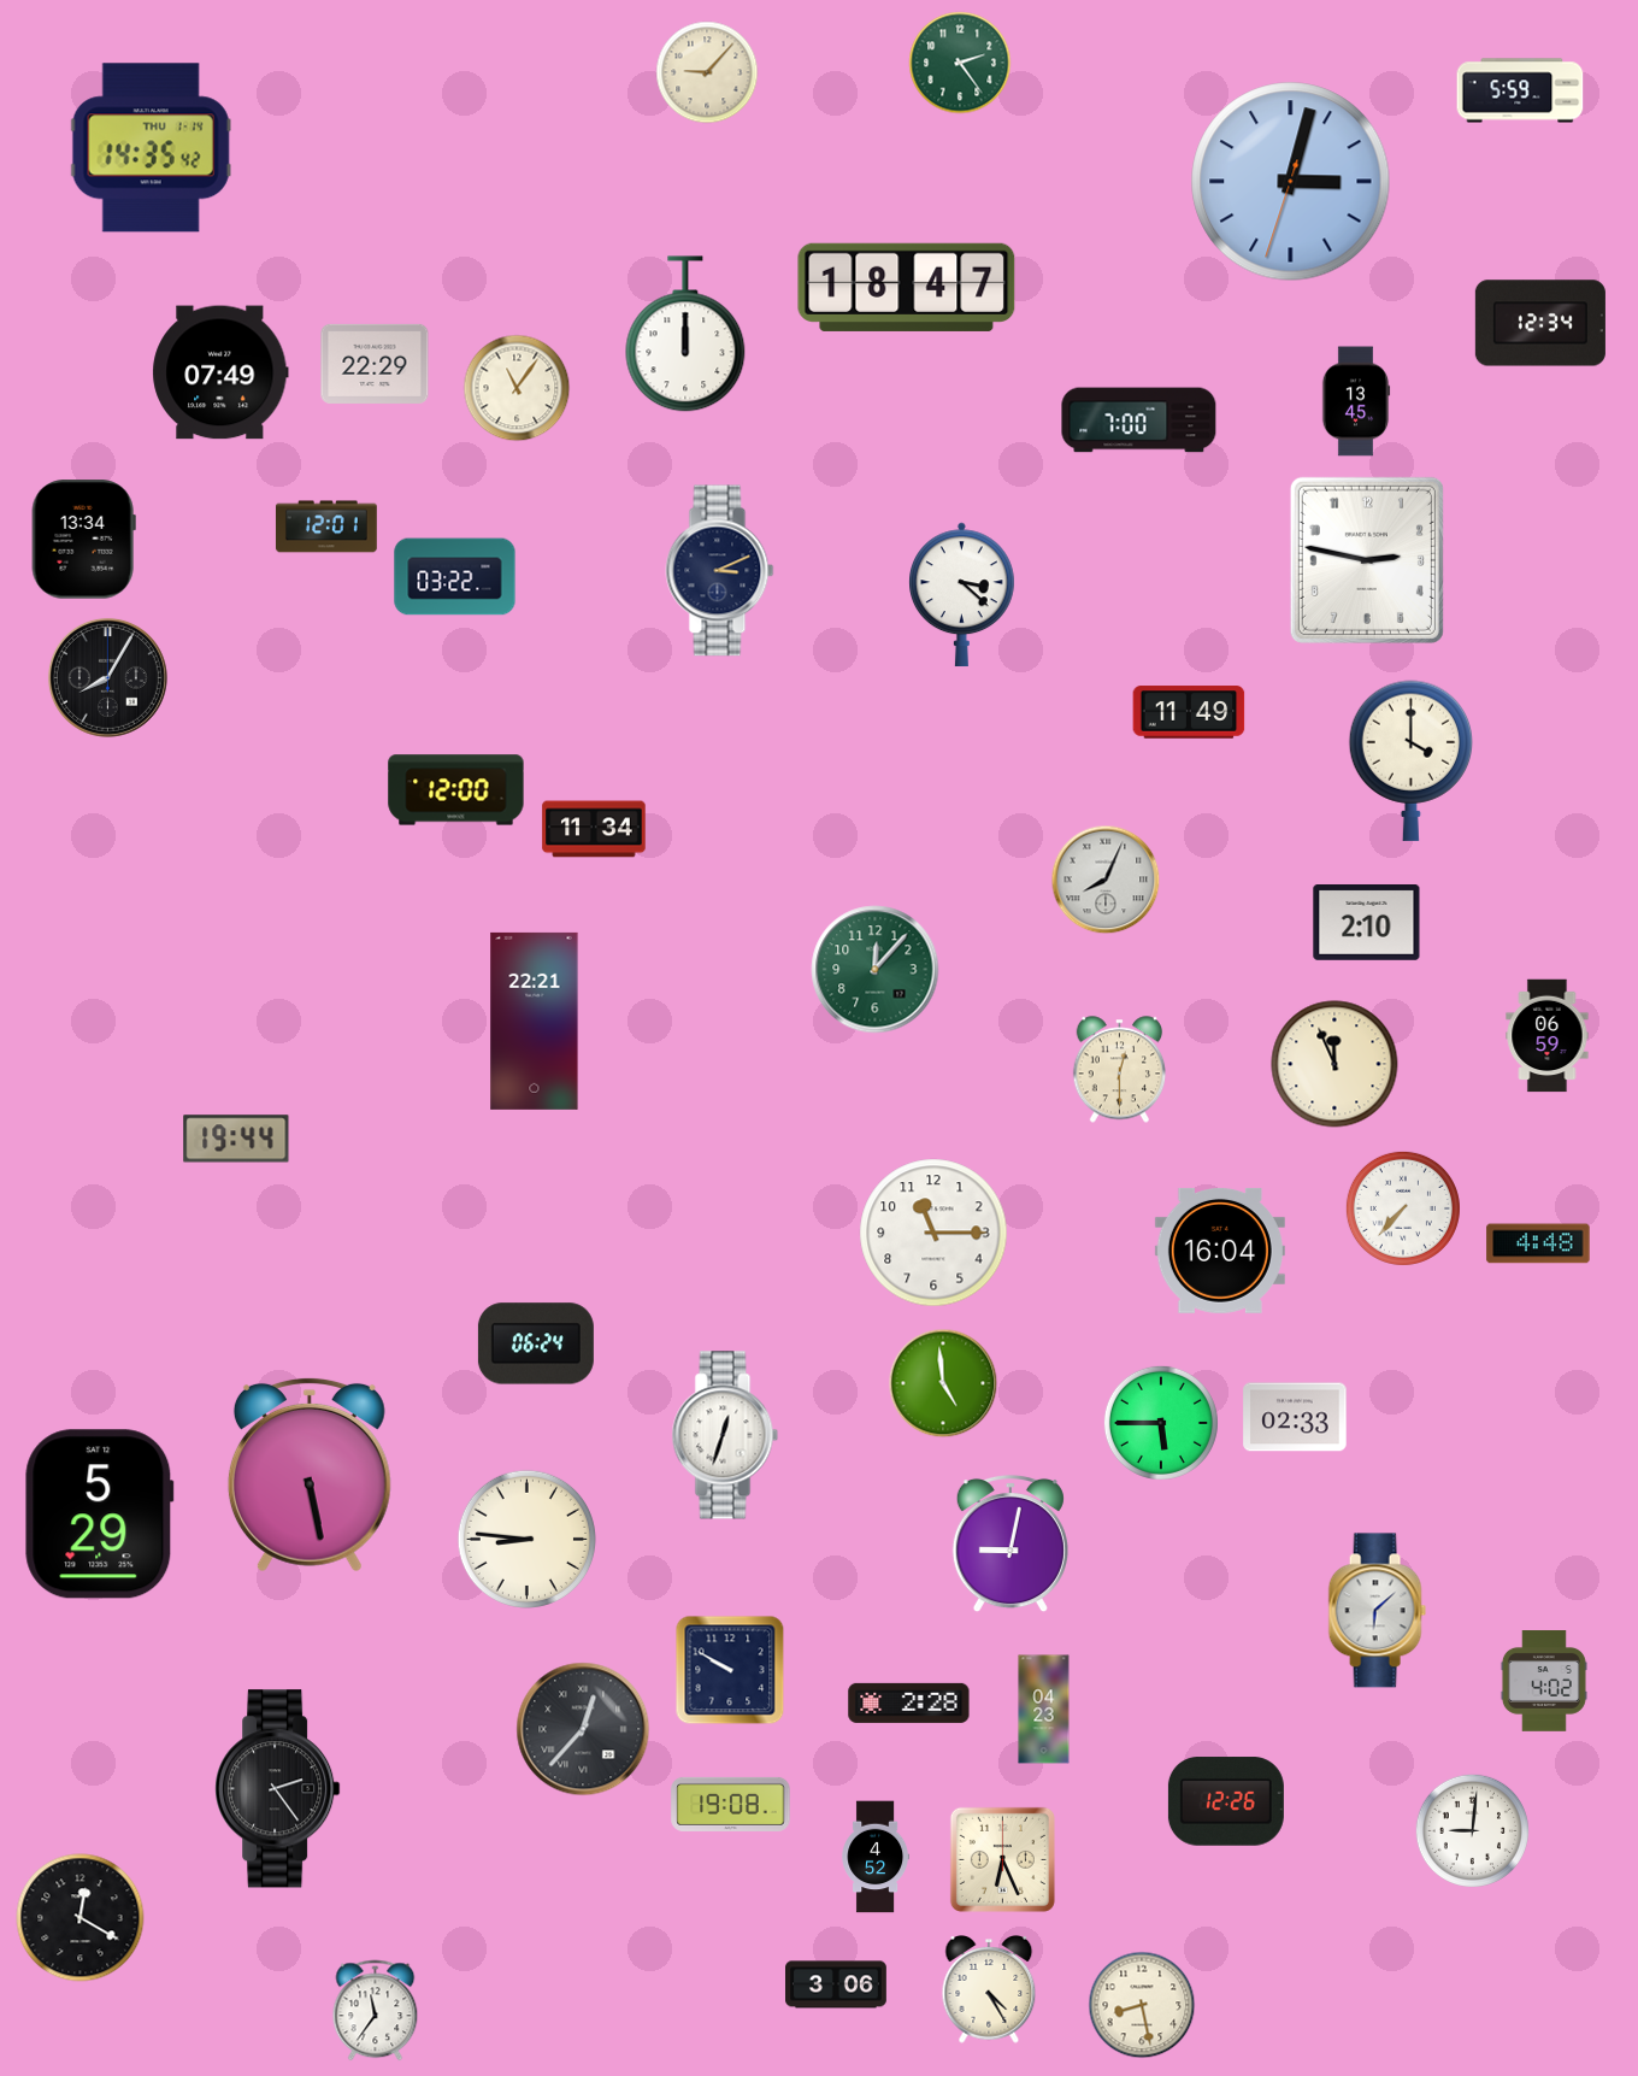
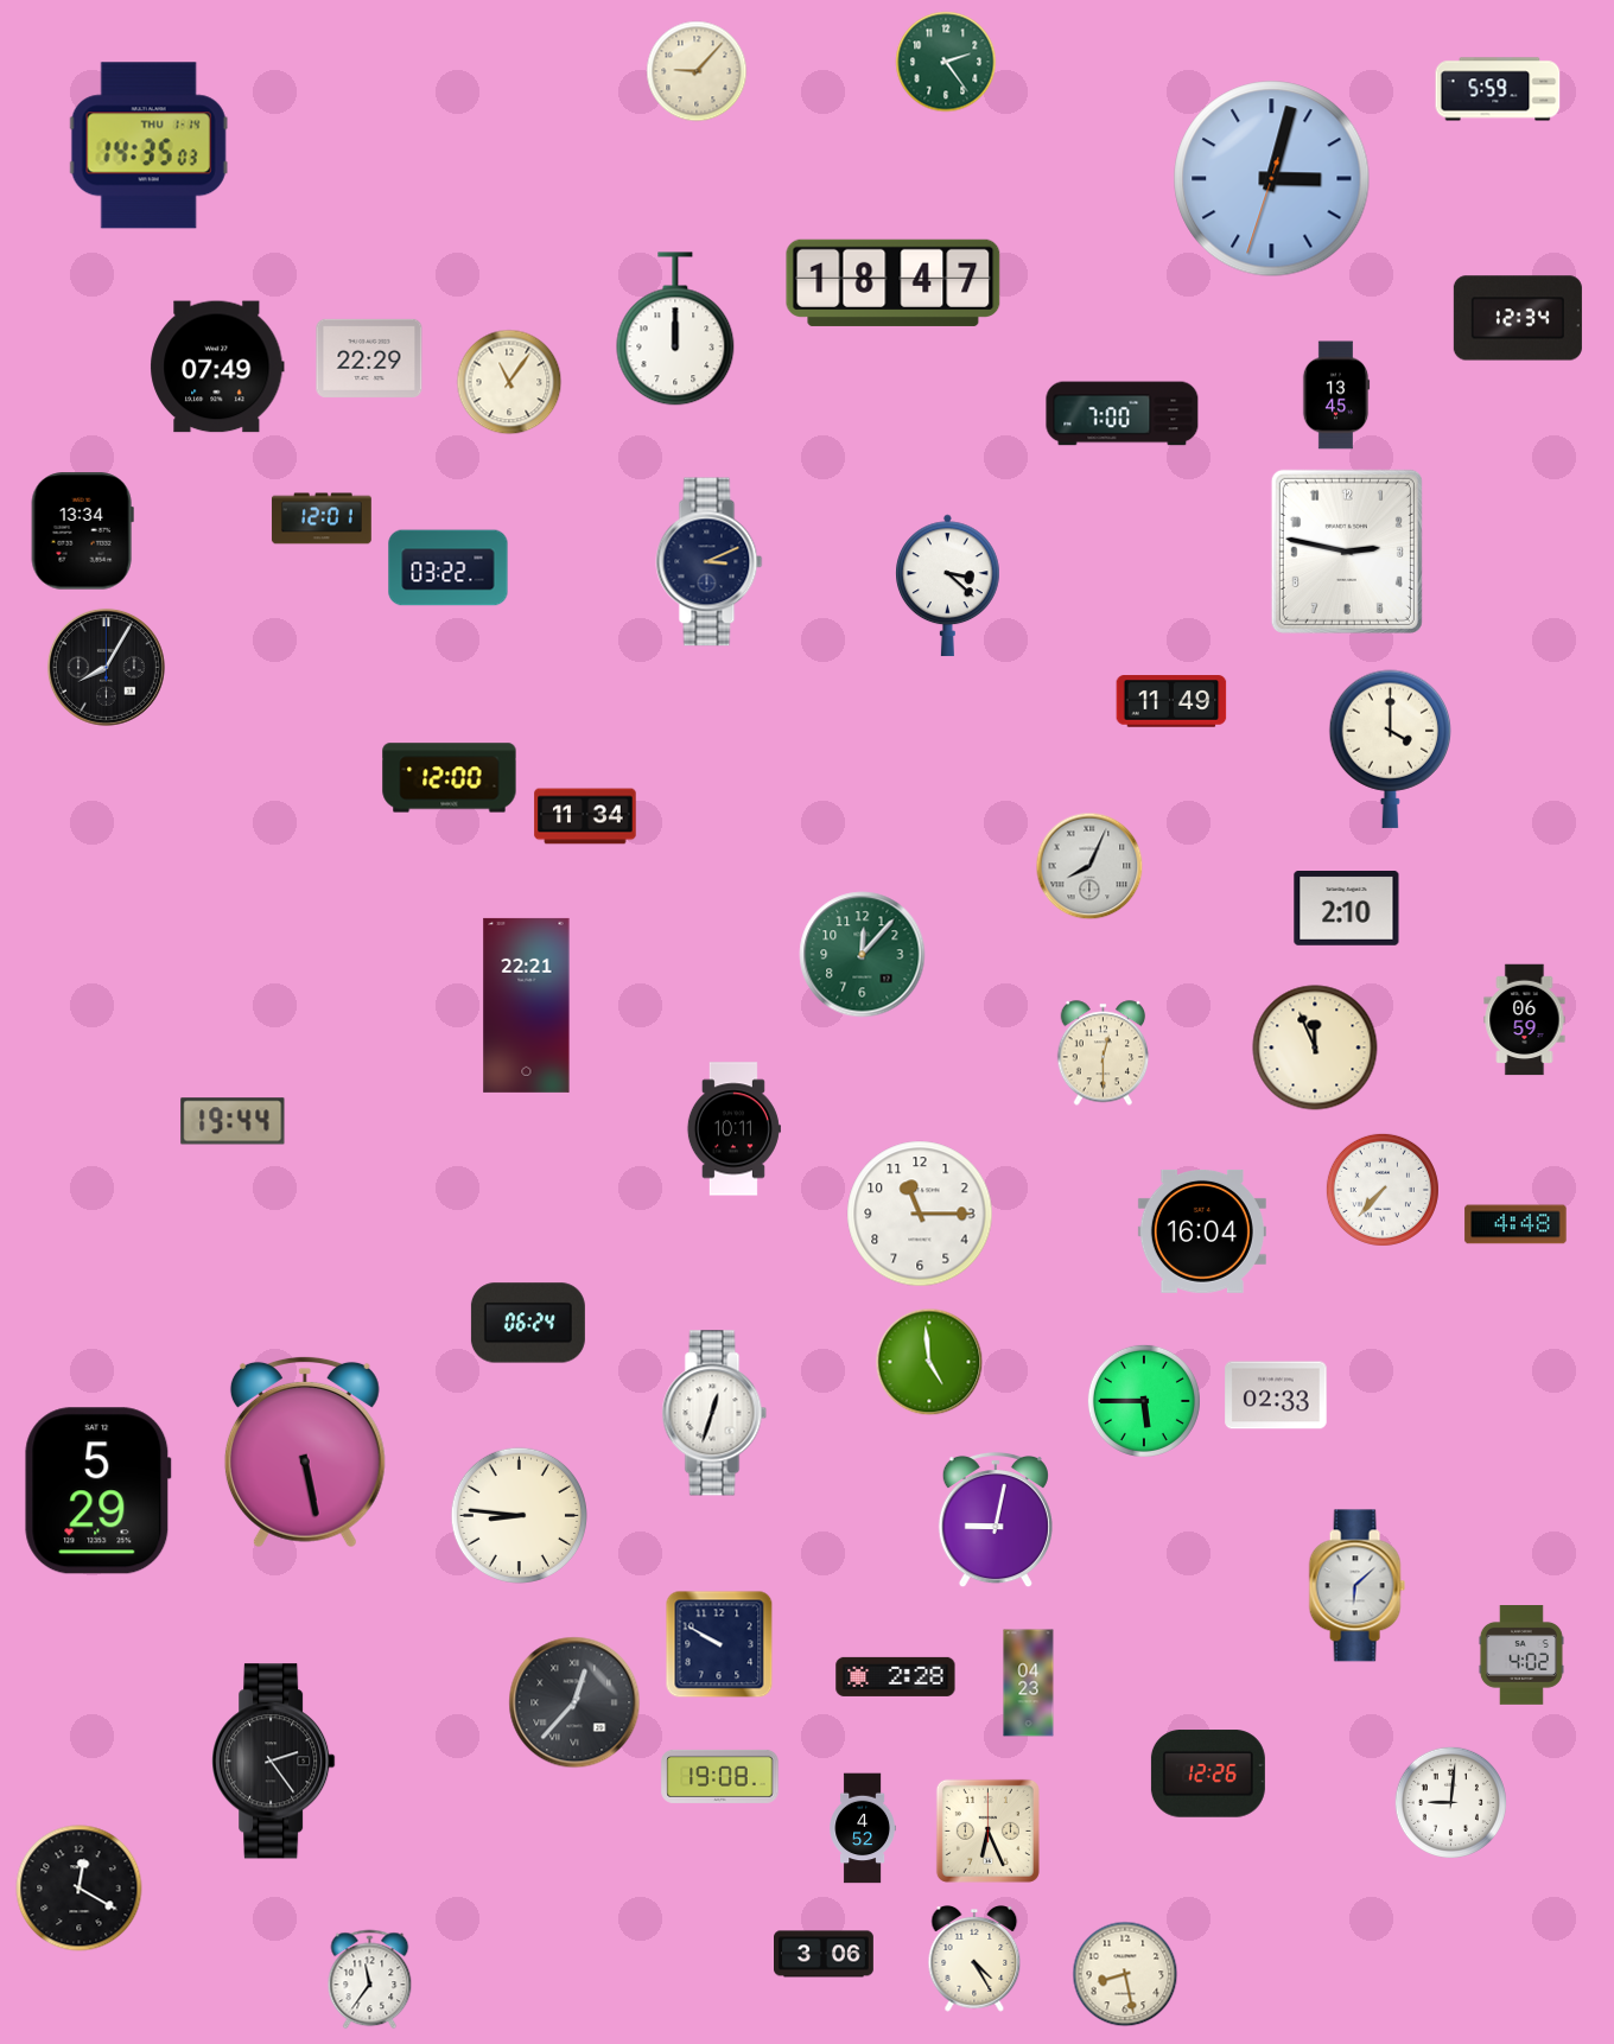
clock at (151, 148): 14:35:42 -> 14:35:03
clock at (733, 1129): none -> 10:11
